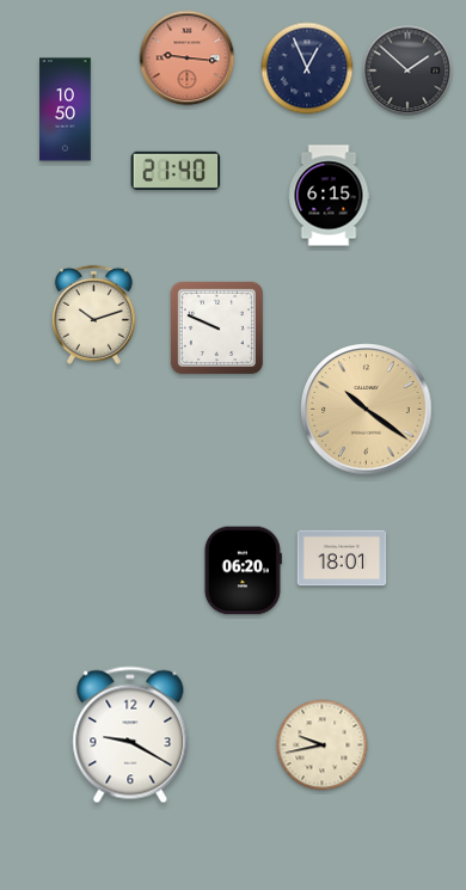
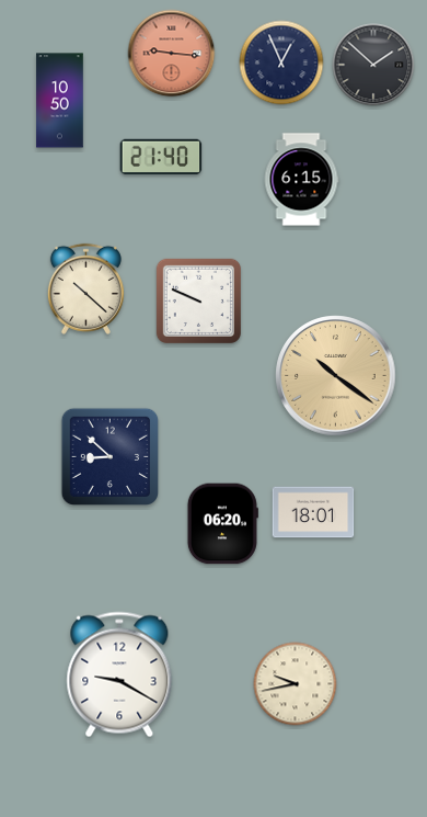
clock at (93, 314): 10:12 -> 10:22
clock at (111, 457): none -> 8:52
